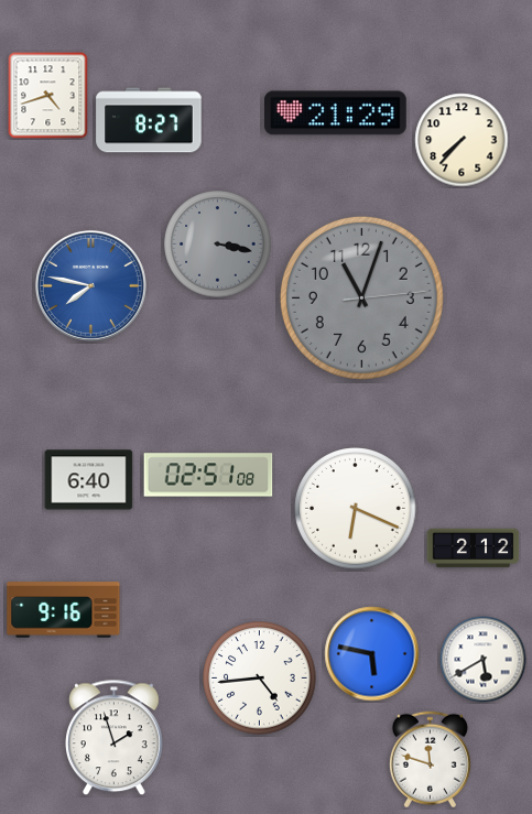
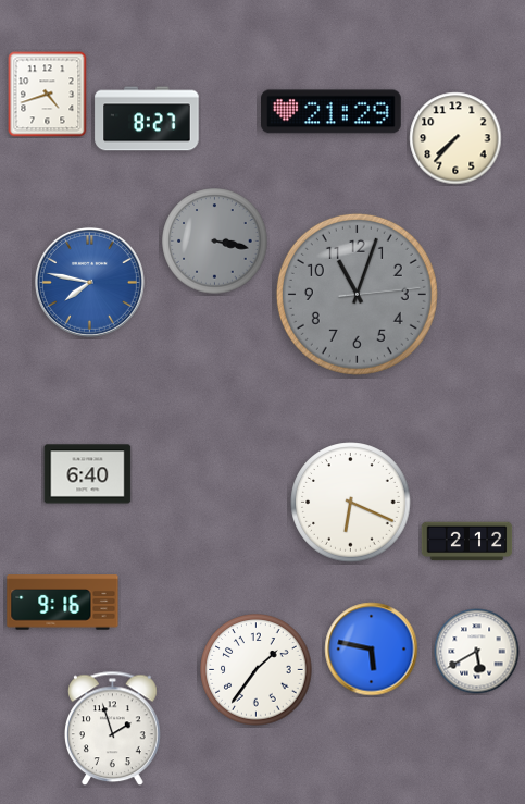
clock at (208, 475): 02:51 -> none
clock at (372, 654) position: (372, 654) -> (372, 650)
clock at (260, 679): 4:44 -> 1:36
clock at (430, 760): 11:48 -> none
